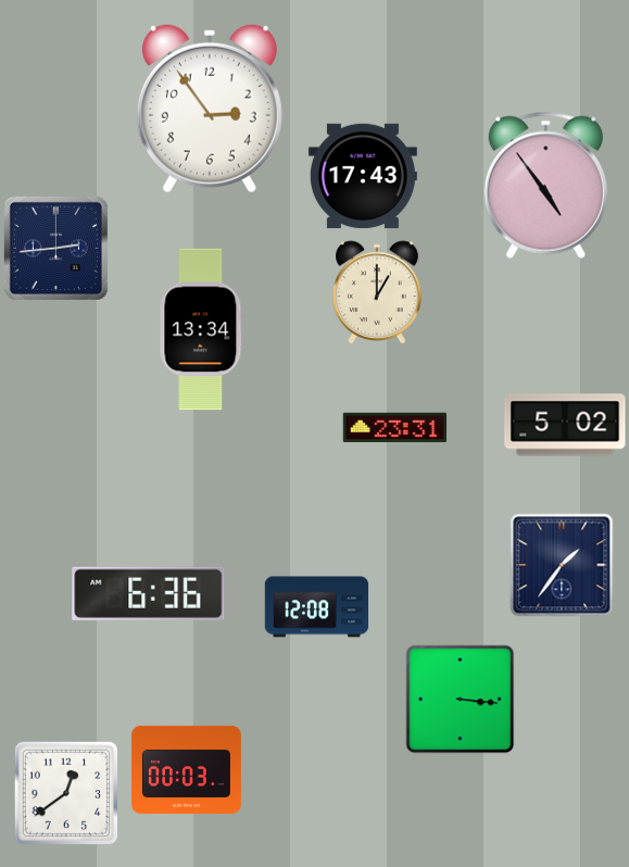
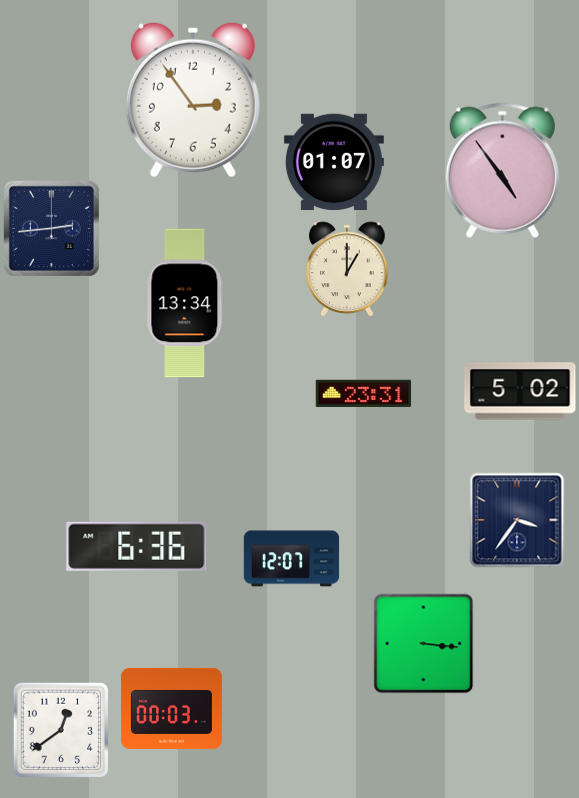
clock at (363, 176): 17:43 -> 01:07
clock at (562, 565): 1:36 -> 3:36
clock at (317, 607): 12:08 -> 12:07
